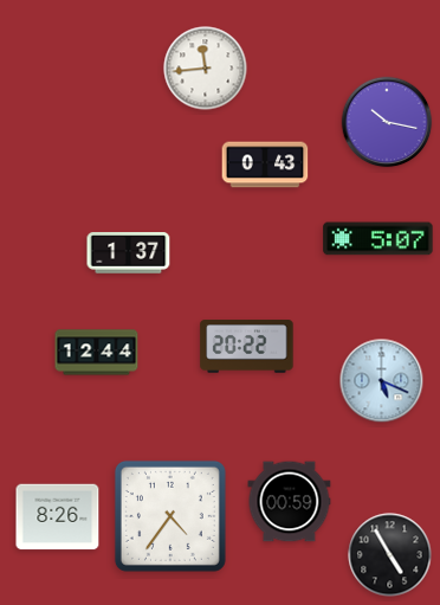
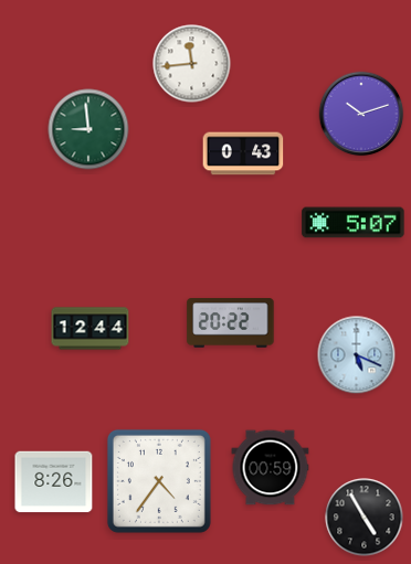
clock at (387, 122): 10:17 -> 10:12
clock at (88, 129): none -> 8:59
clock at (265, 165) position: (265, 165) -> (243, 153)
clock at (129, 253): 1:37 -> none
